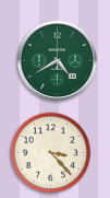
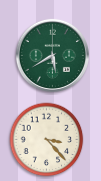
clock at (57, 60): 4:40 -> 5:40
